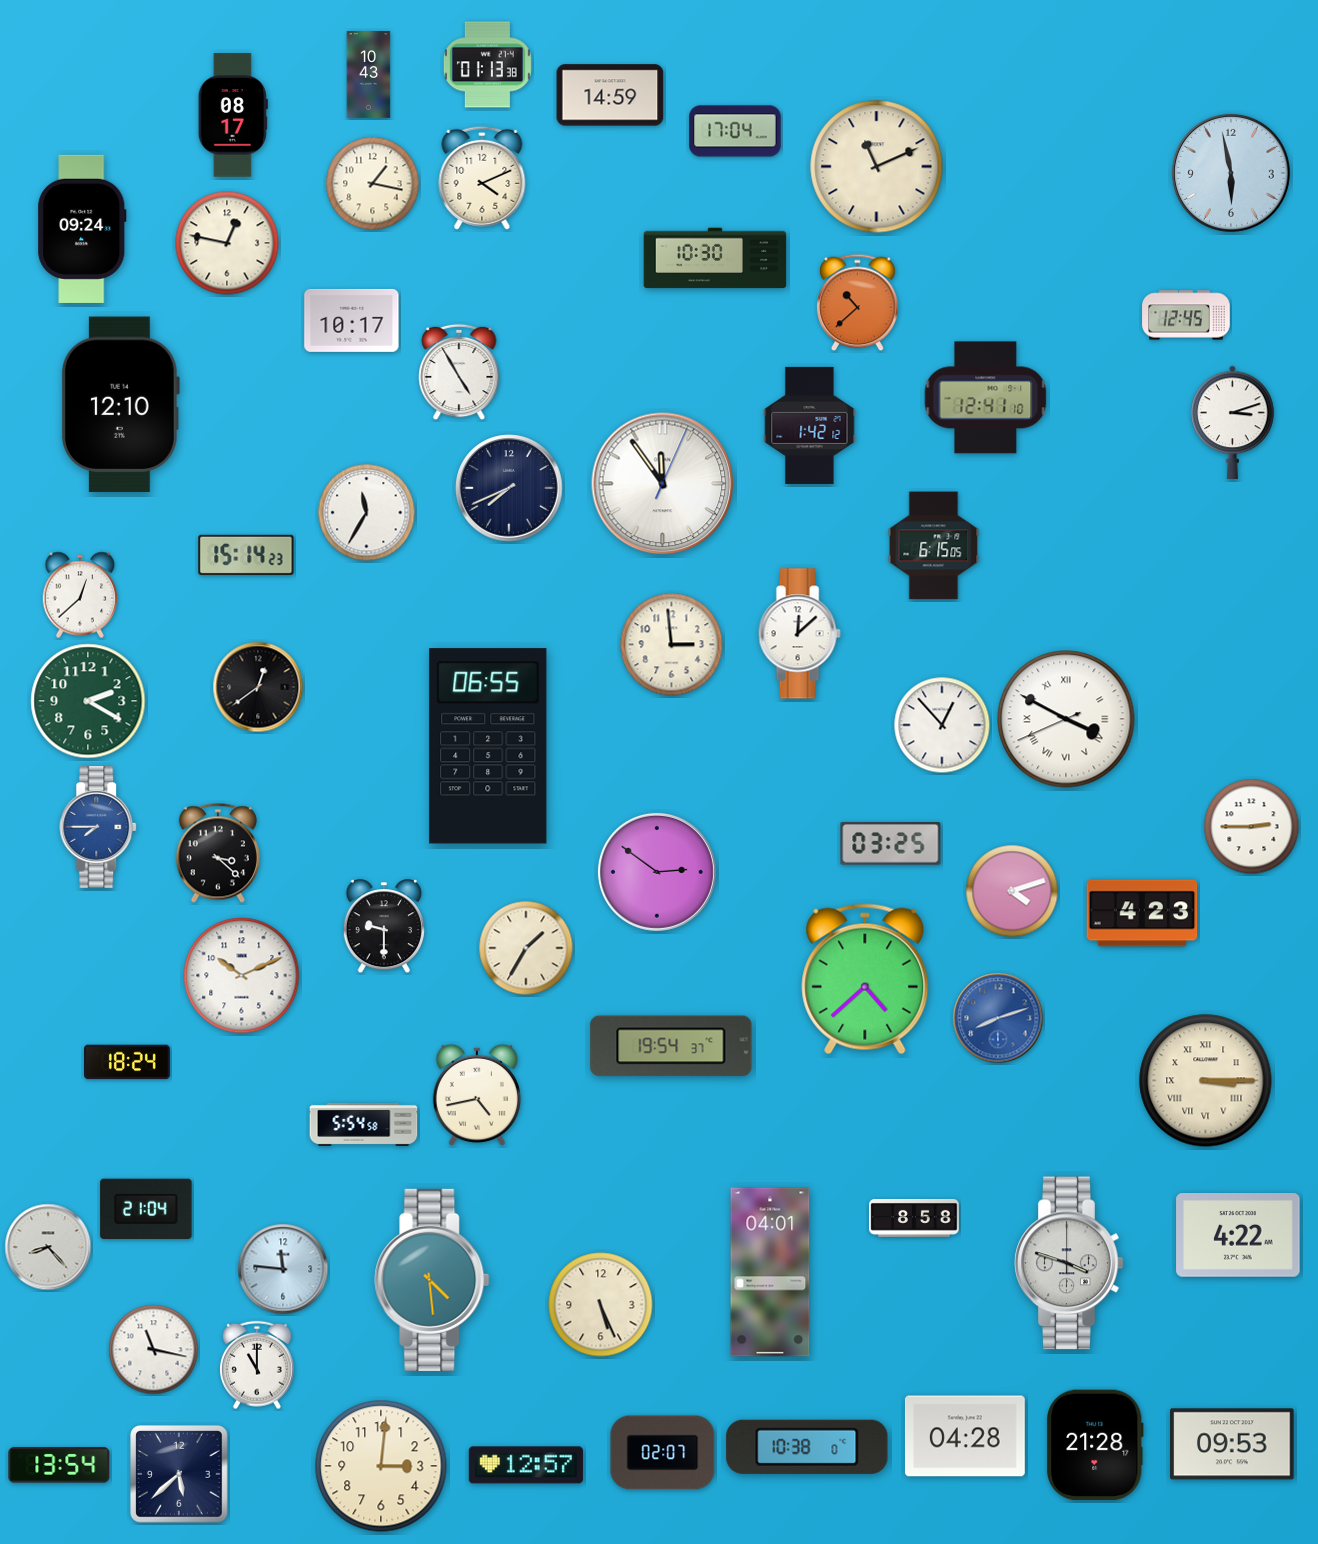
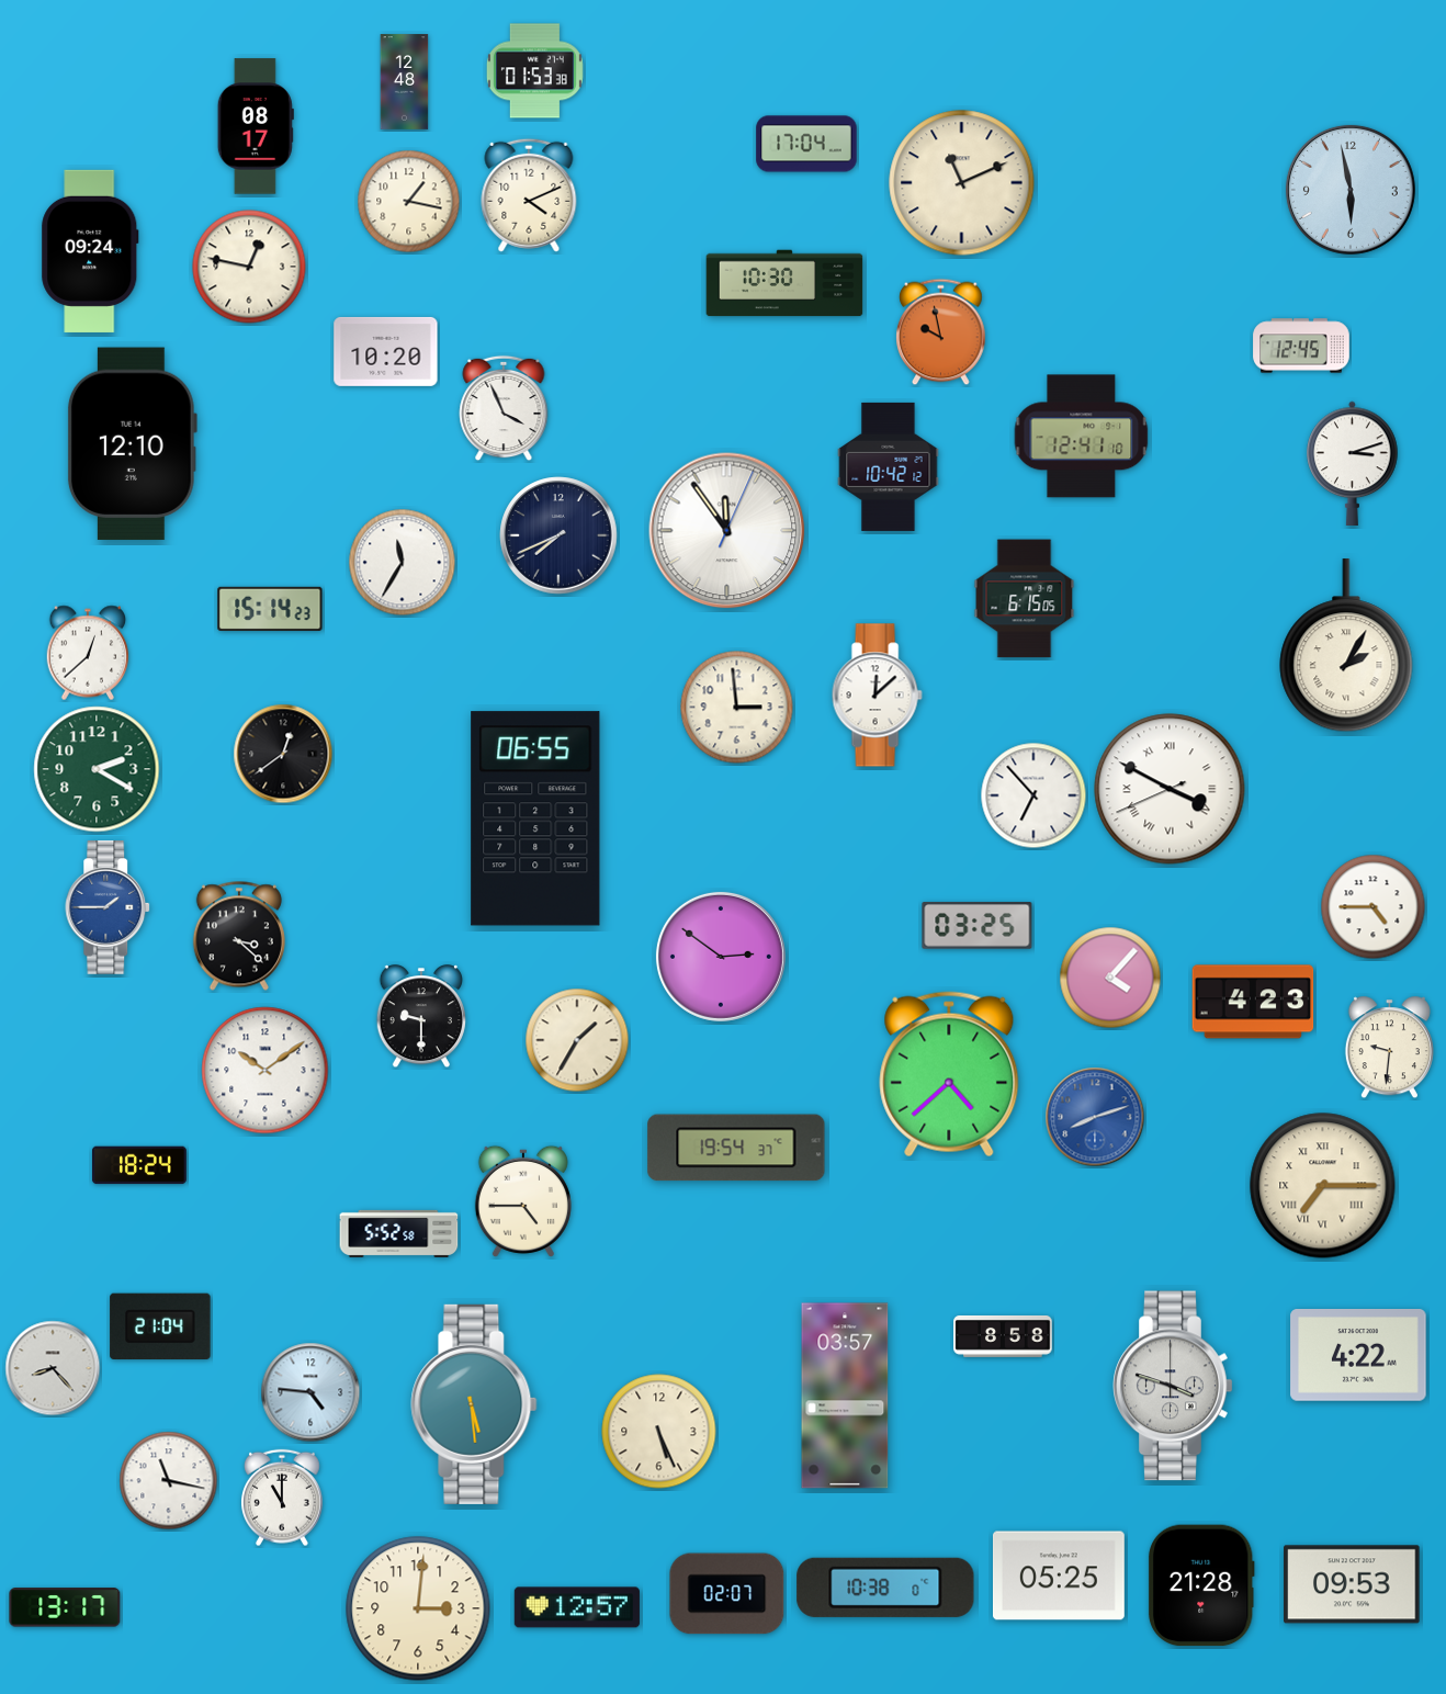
clock at (487, 65): 01:13 -> 01:53
clock at (369, 75): 10:43 -> 12:48
clock at (610, 95): 14:59 -> none
clock at (858, 303): 10:38 -> 9:58
clock at (352, 320): 10:17 -> 10:20
clock at (459, 372): 4:55 -> 3:56
clock at (810, 425): 1:42 -> 10:42
clock at (1346, 646): none -> 2:05
clock at (942, 725): 12:53 -> 6:53
clock at (99, 827): 7:45 -> 1:45
clock at (1252, 827): 2:45 -> 4:45
clock at (1012, 891): 4:12 -> 4:07
clock at (1389, 1048): none -> 9:31
clock at (242, 976): 10:11 -> 10:09
clock at (1206, 1081): 3:15 -> 7:15
clock at (477, 1095): 4:43 -> 4:45
clock at (364, 1124): 5:54 -> 5:52
clock at (283, 1269): 11:46 -> 4:46
clock at (770, 1272): 04:01 -> 03:57
clock at (432, 1280): 4:29 -> 5:29
clock at (965, 1436): 04:28 -> 05:25
clock at (59, 1465): 13:54 -> 13:17
clock at (180, 1475): 5:38 -> none
